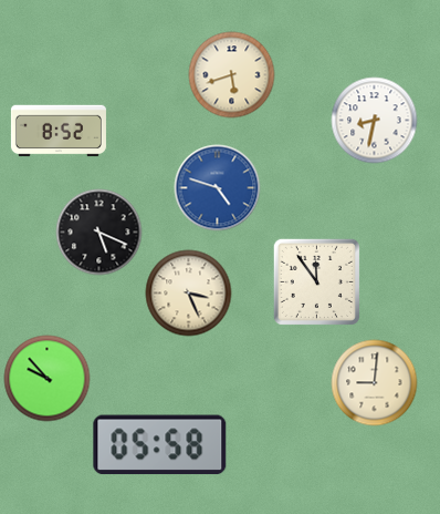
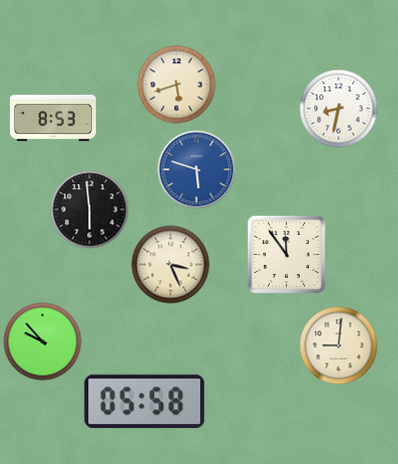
clock at (231, 74) position: (231, 74) -> (176, 84)
clock at (59, 131): 8:52 -> 8:53
clock at (217, 187): 4:48 -> 5:48
clock at (98, 232): 5:19 -> 5:59
